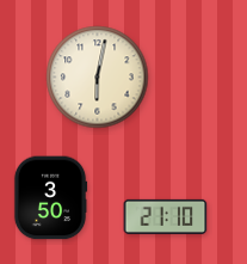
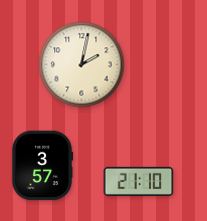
clock at (98, 78): 6:02 -> 2:02
clock at (50, 198): 3:50 -> 3:57
